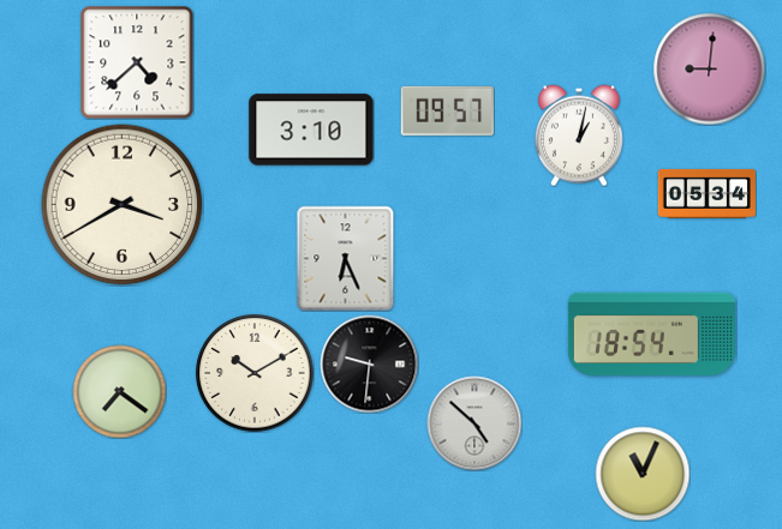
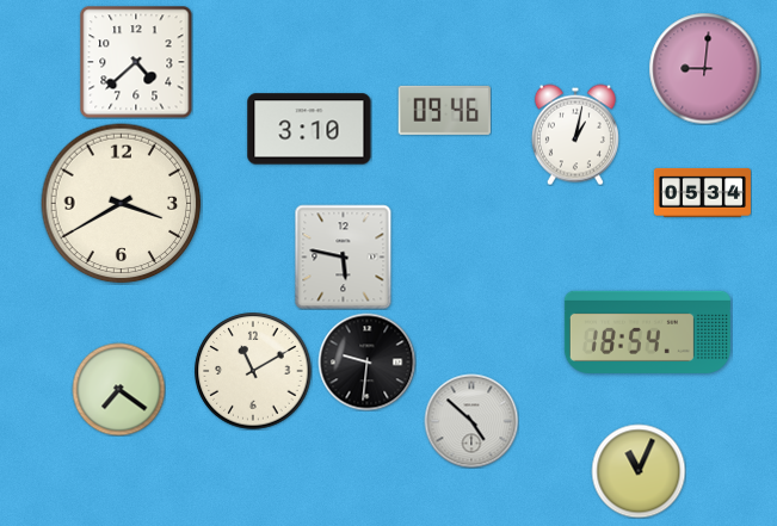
clock at (447, 110): 09:57 -> 09:46
clock at (346, 258): 6:26 -> 5:47
clock at (255, 373): 10:10 -> 11:10
